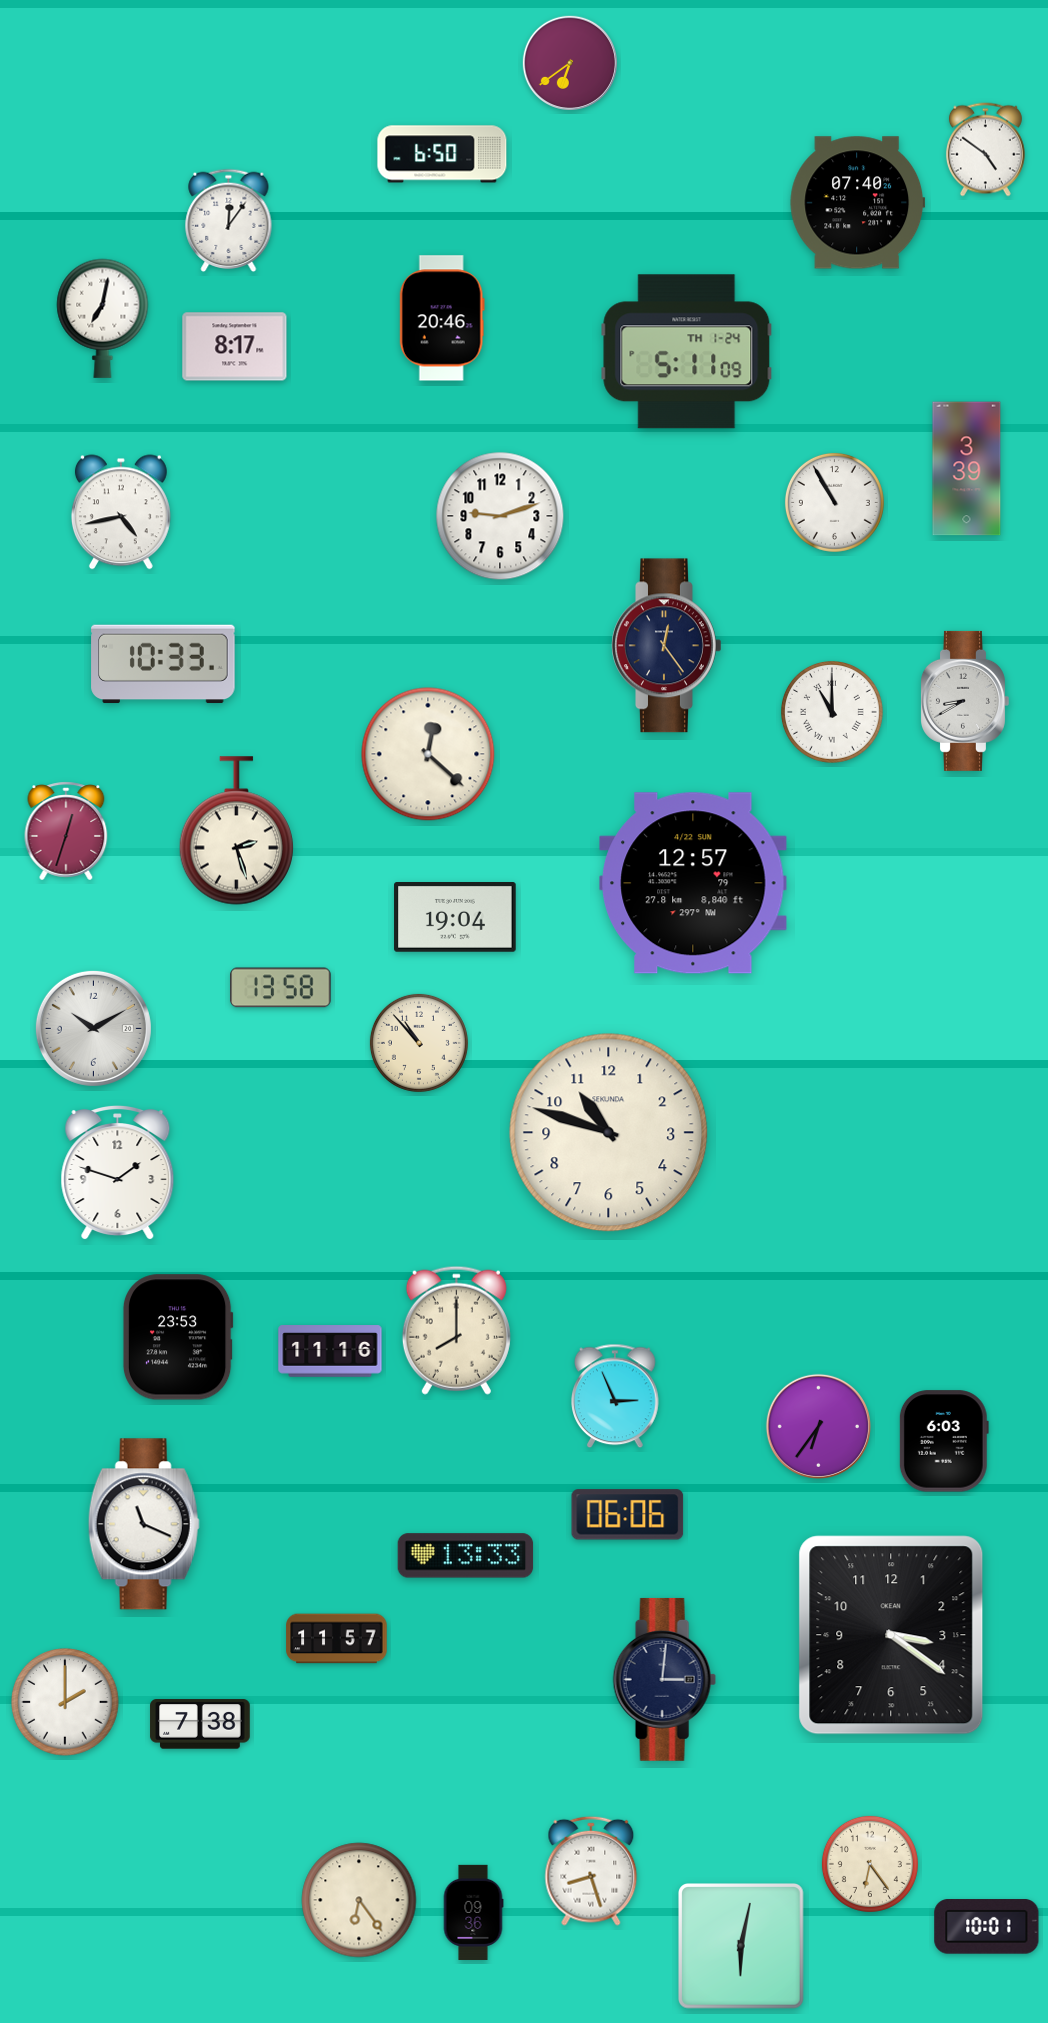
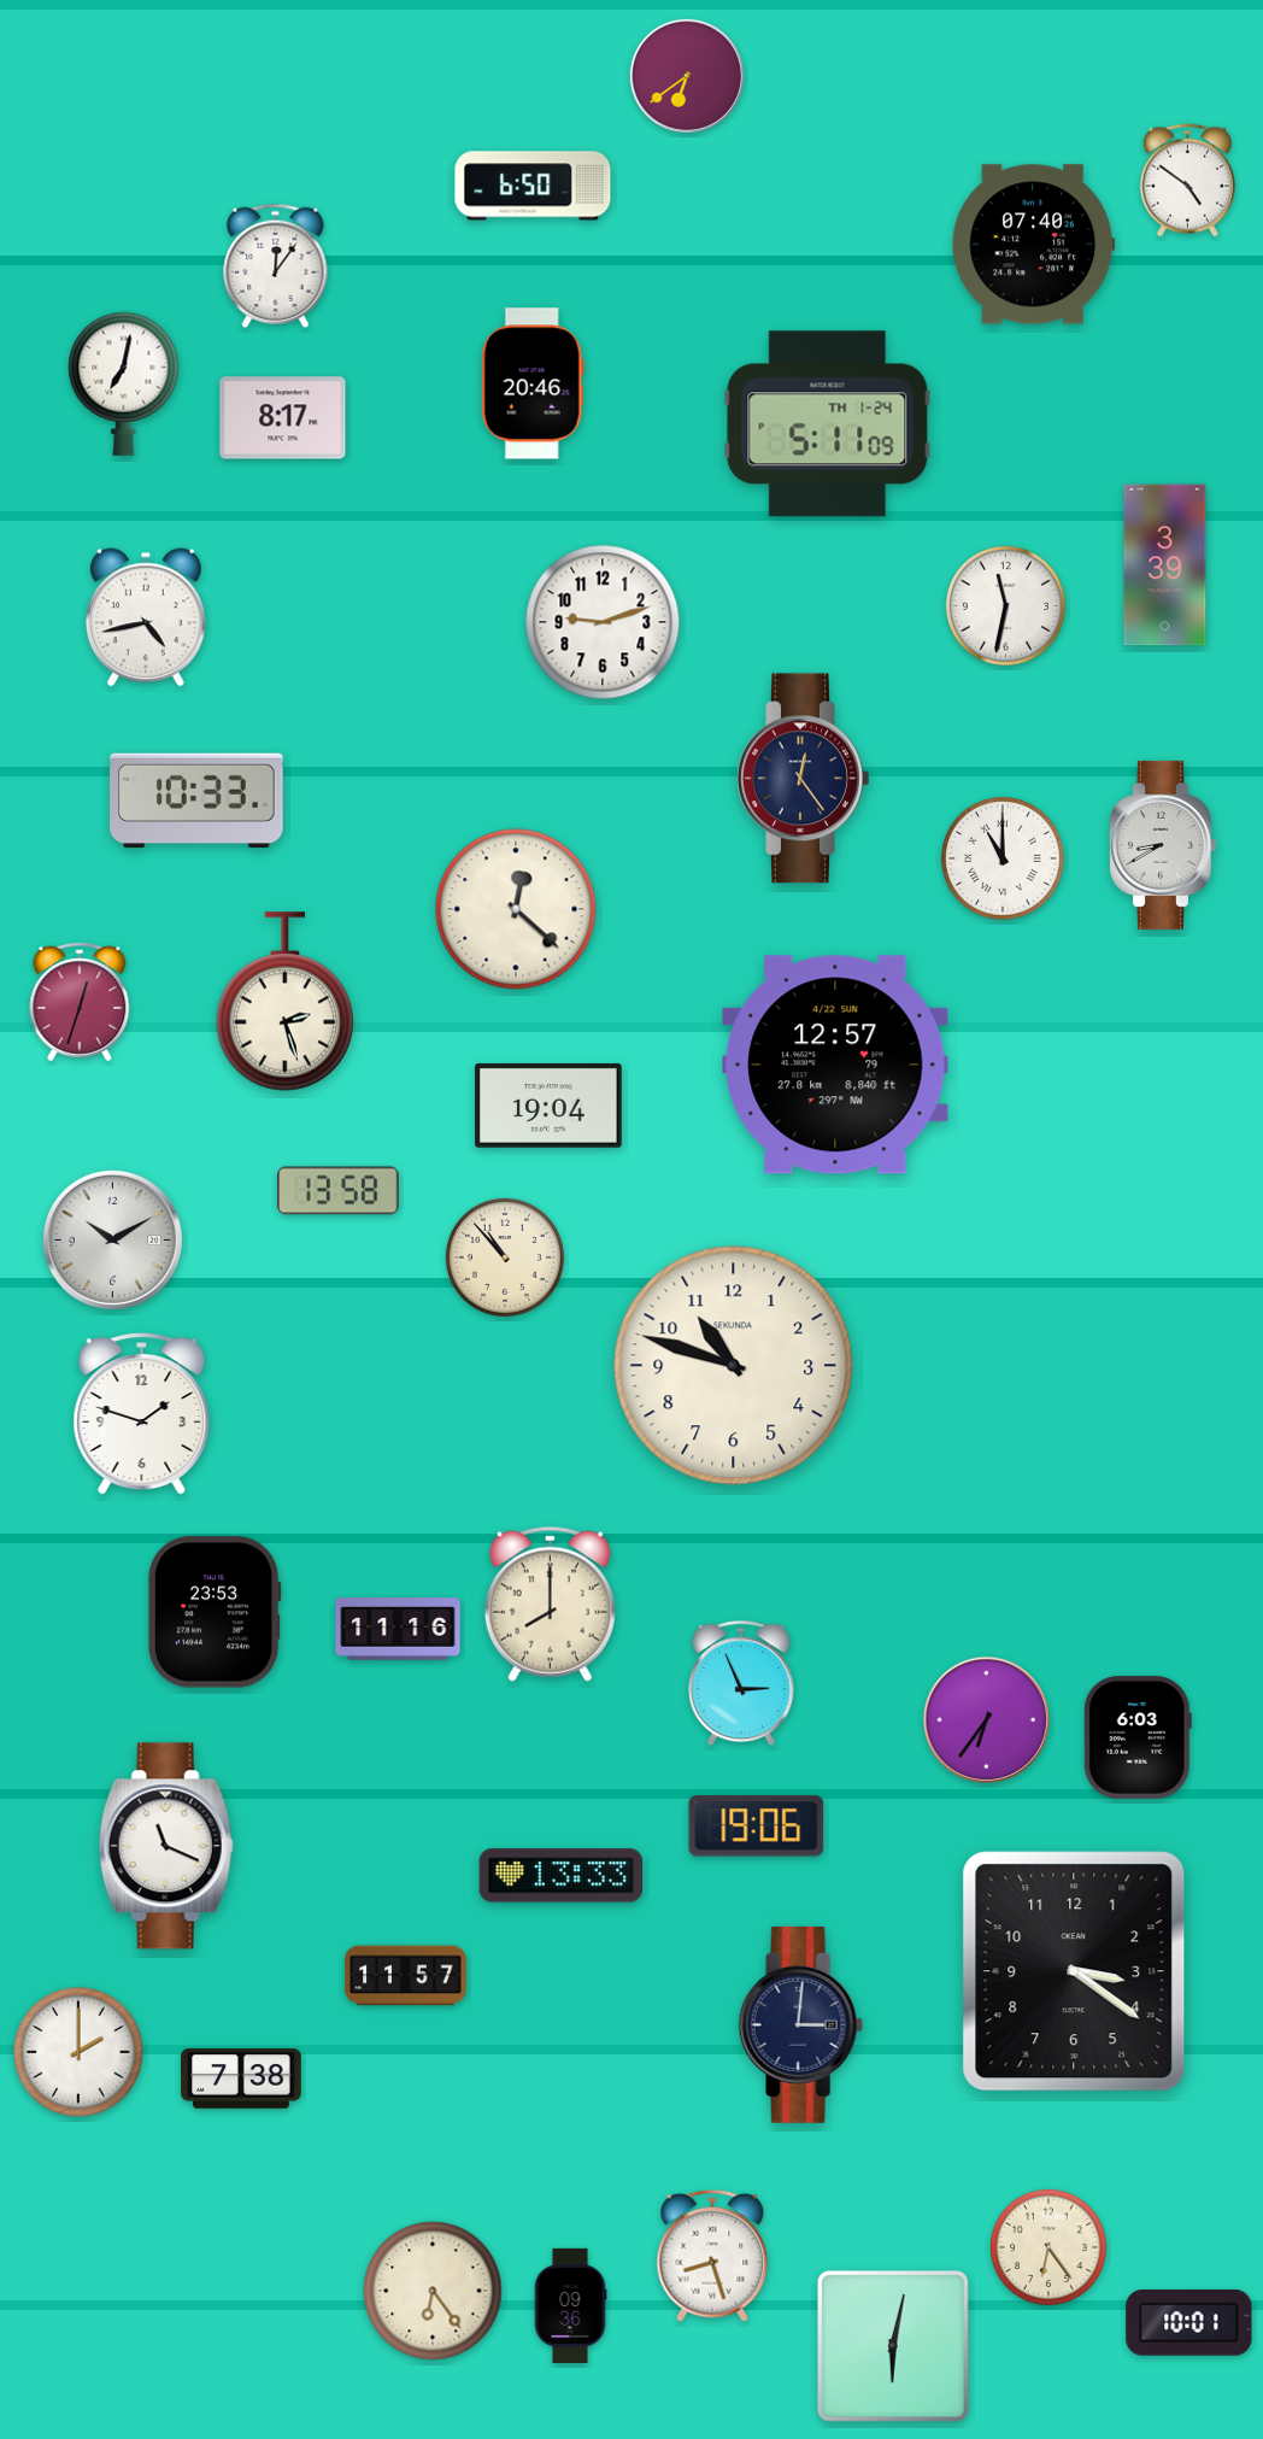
clock at (834, 502): 10:55 -> 11:32
clock at (628, 1515): 06:06 -> 19:06
clock at (144, 1524) position: (144, 1524) -> (166, 1846)
